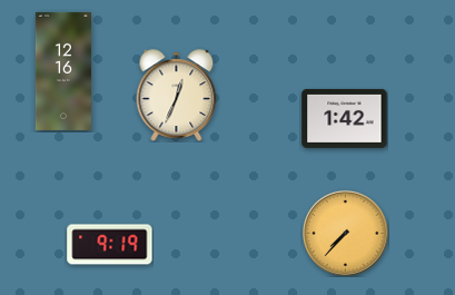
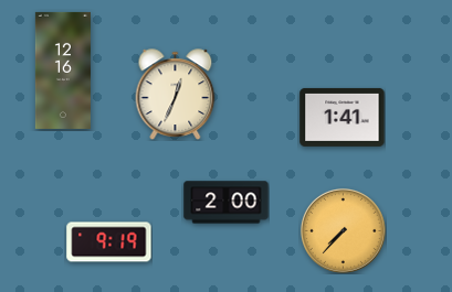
clock at (345, 118): 1:42 -> 1:41
clock at (227, 203): none -> 2:00
